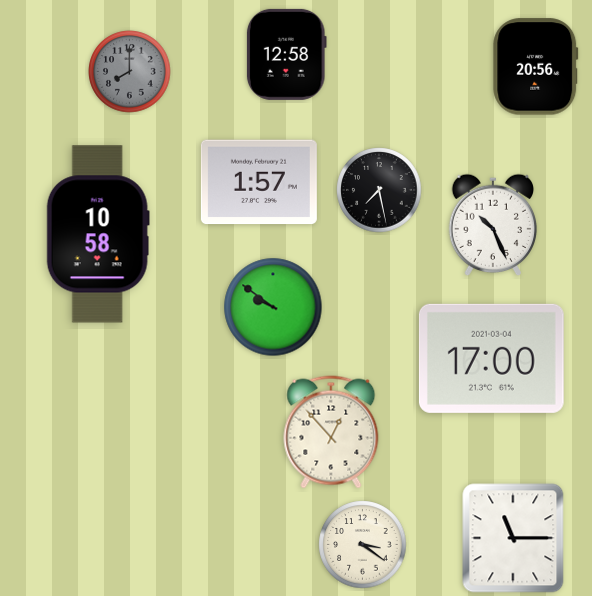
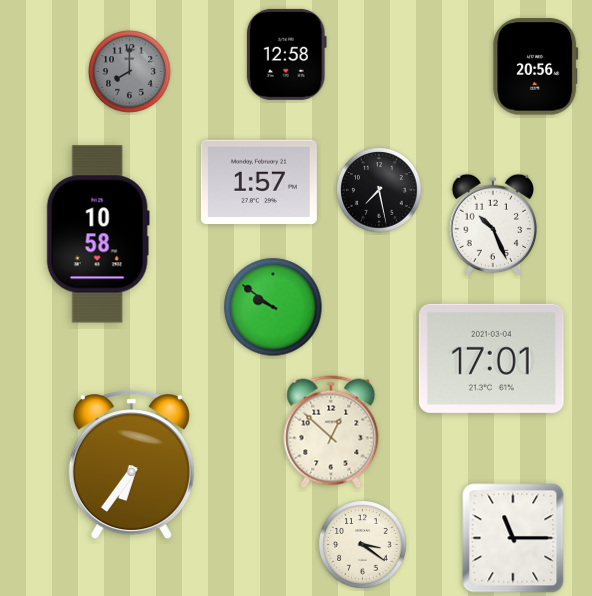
clock at (491, 358): 17:00 -> 17:01
clock at (331, 432): 12:53 -> 12:52
clock at (131, 465): none -> 6:36
